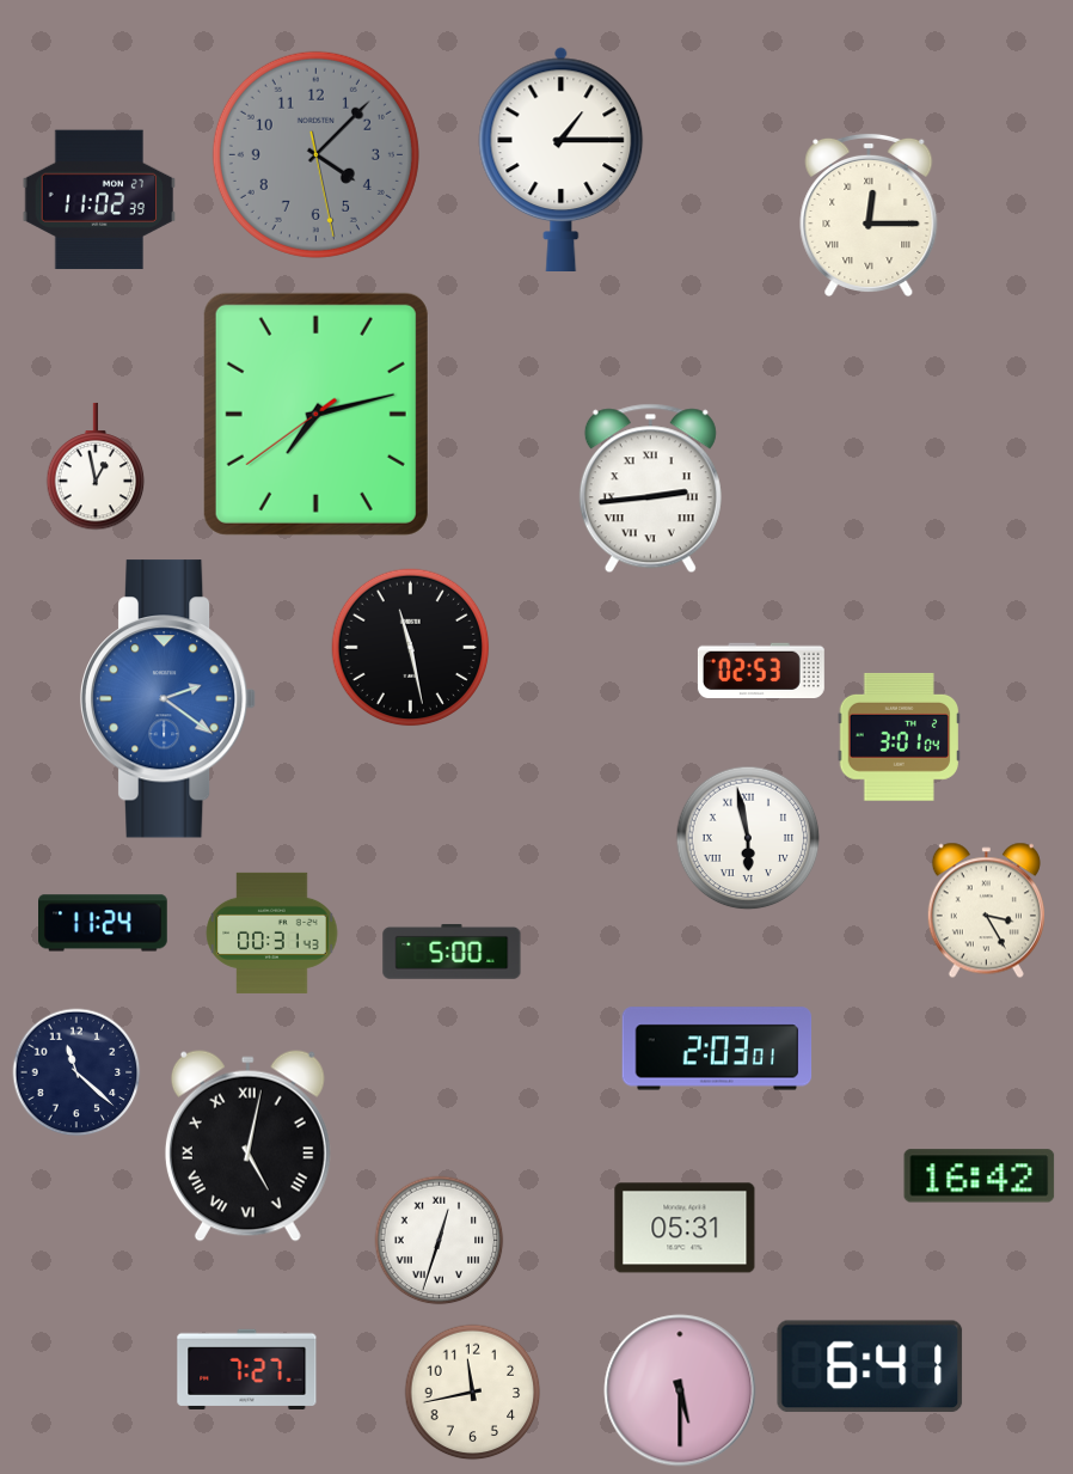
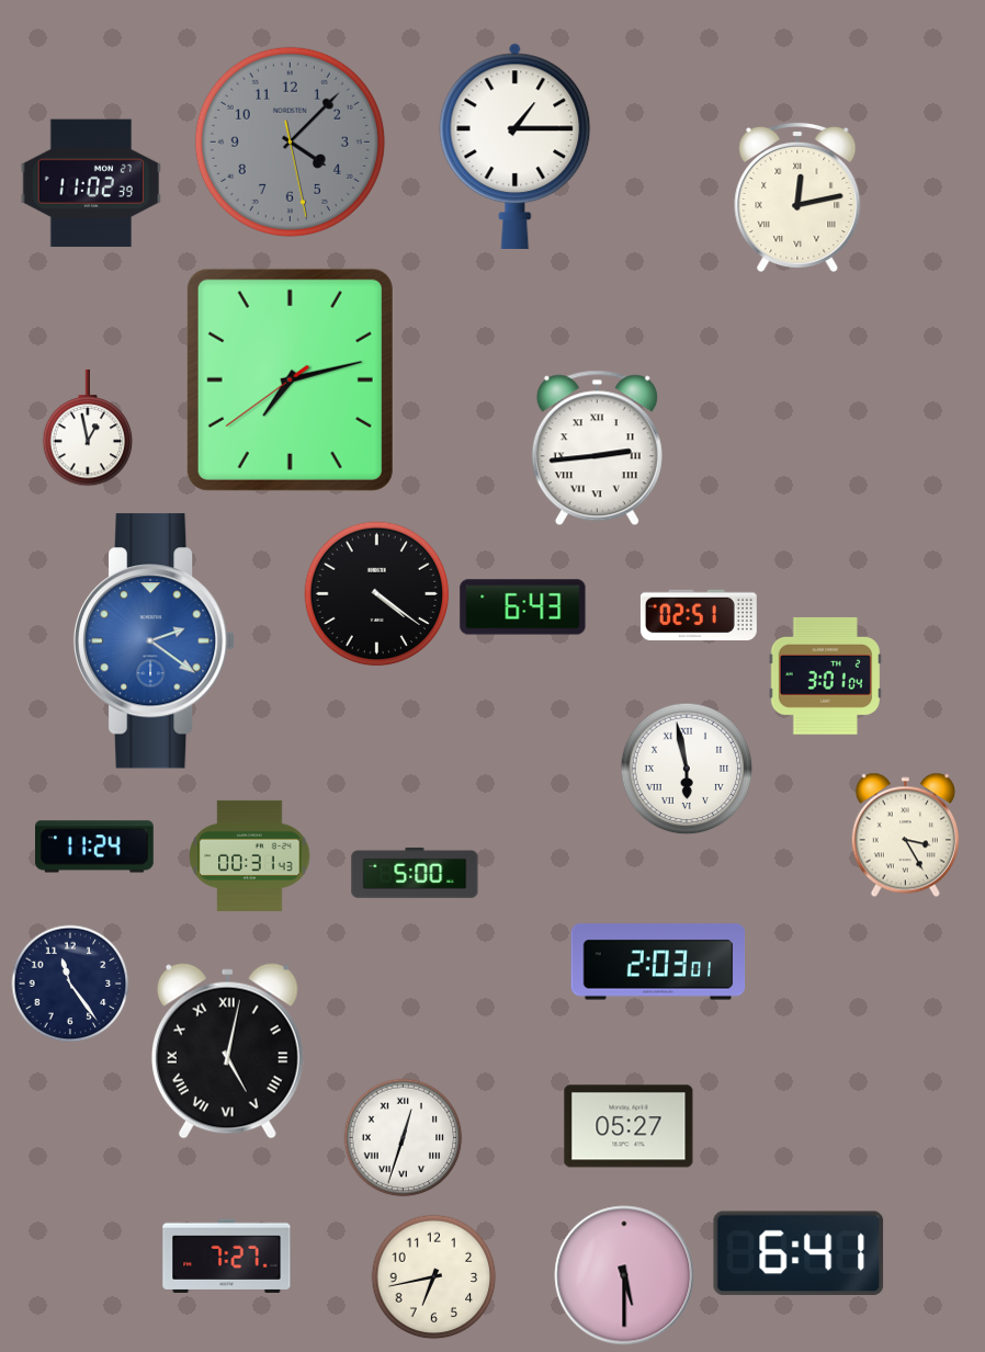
clock at (869, 214): 12:15 -> 12:13
clock at (411, 648): 11:28 -> 4:21
clock at (523, 607): none -> 6:43
clock at (761, 669): 02:53 -> 02:51
clock at (76, 1072): 11:22 -> 11:24
clock at (980, 1176): 16:42 -> none
clock at (685, 1228): 05:31 -> 05:27
clock at (473, 1393): 11:43 -> 6:43
